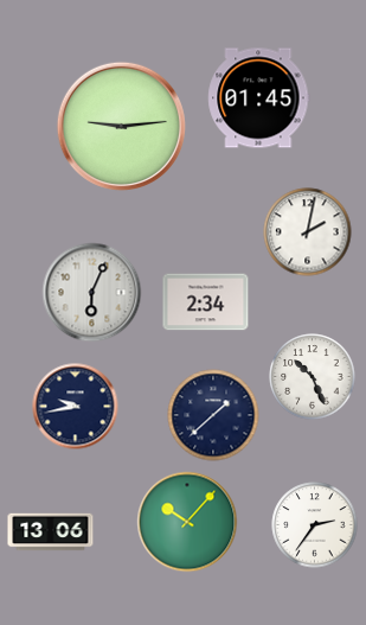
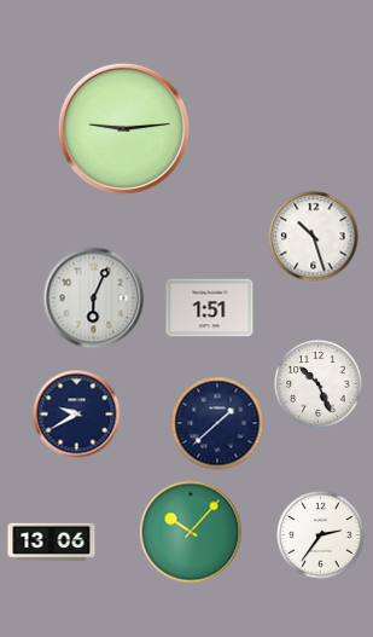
clock at (259, 98): 01:45 -> none
clock at (308, 232): 2:02 -> 10:27
clock at (206, 302): 2:34 -> 1:51
clock at (76, 407): 9:43 -> 9:40
